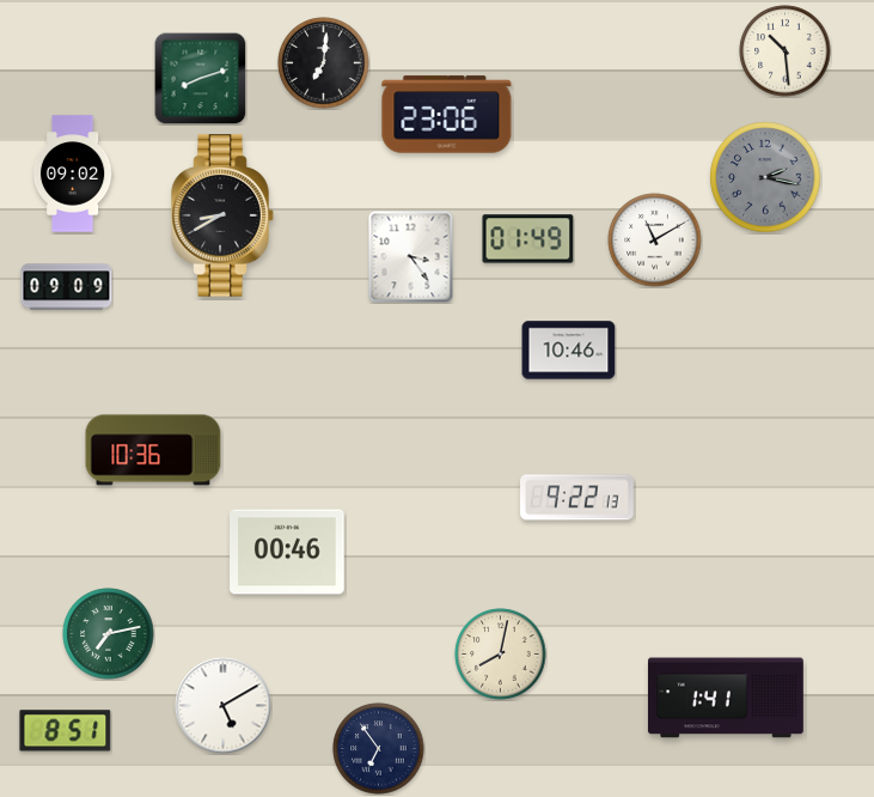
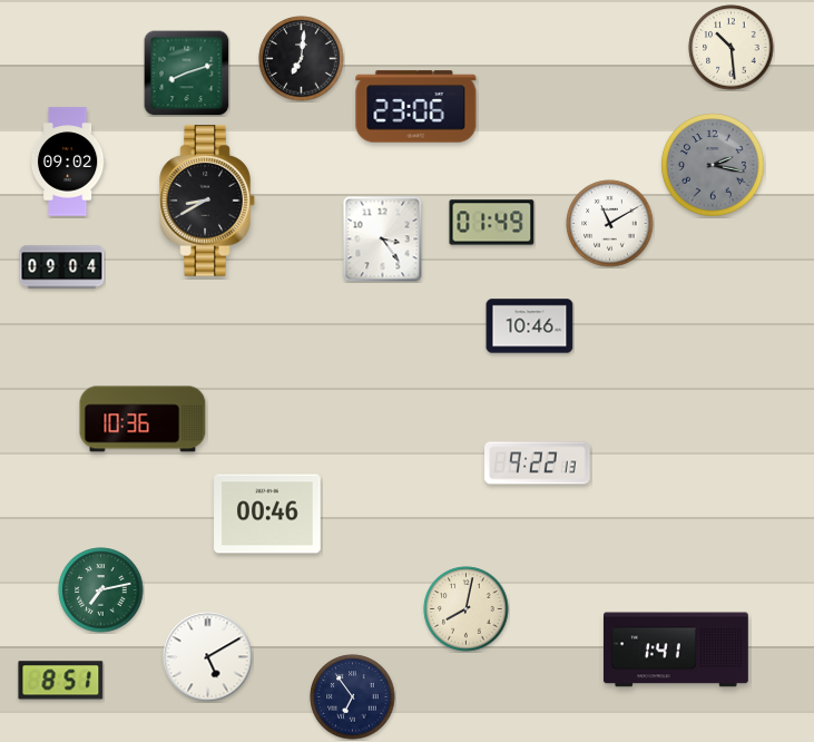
clock at (67, 287): 09:09 -> 09:04
